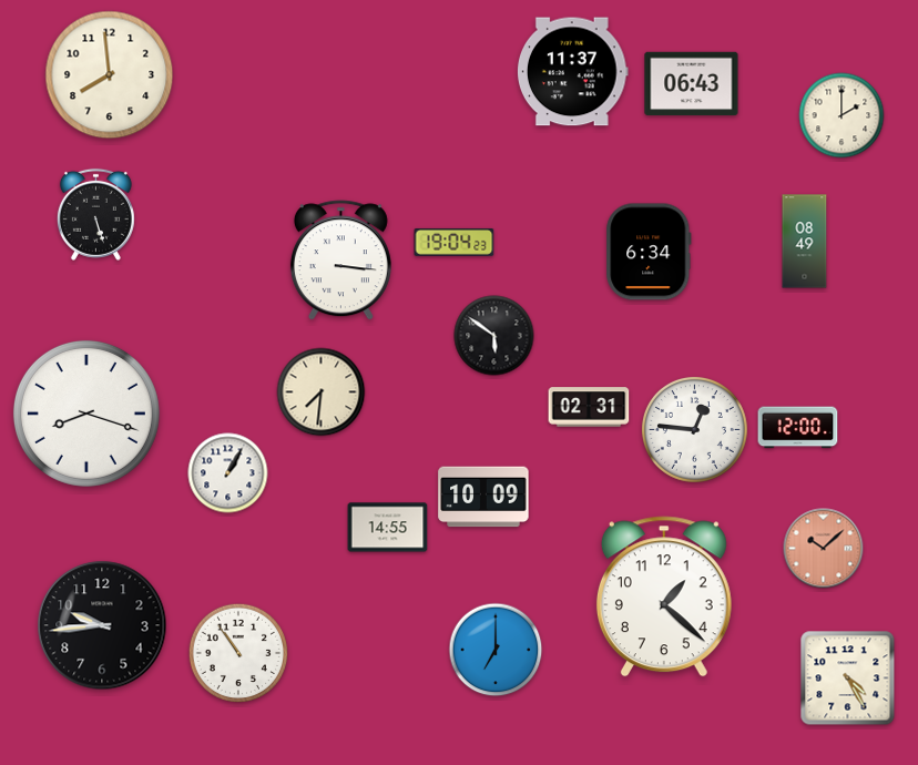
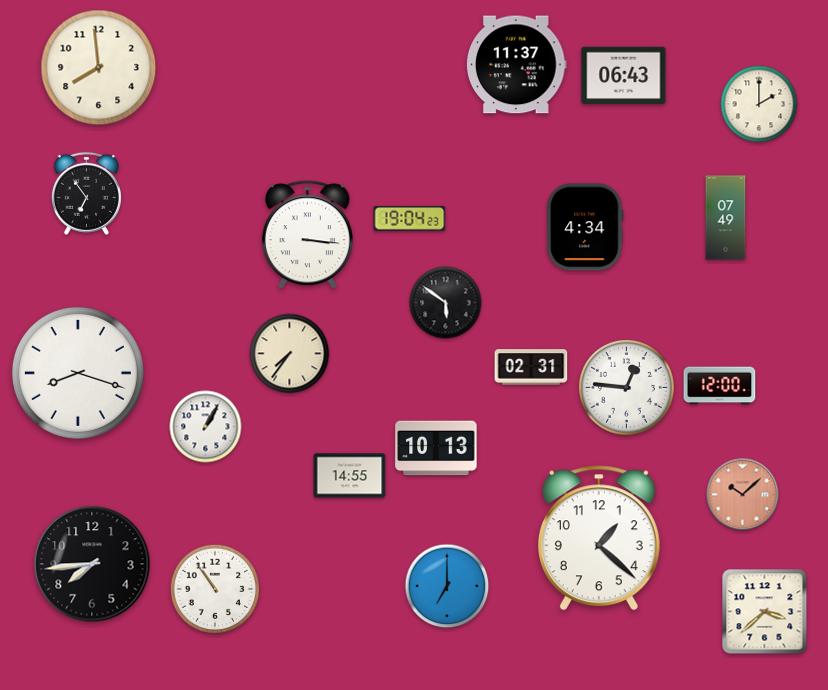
clock at (95, 214): 5:27 -> 6:54
clock at (805, 242): 08:49 -> 07:49
clock at (649, 252): 6:34 -> 4:34
clock at (322, 392): 7:31 -> 7:36
clock at (483, 497): 10:09 -> 10:13
clock at (102, 625): 9:44 -> 7:44
clock at (848, 679): 4:25 -> 3:38
